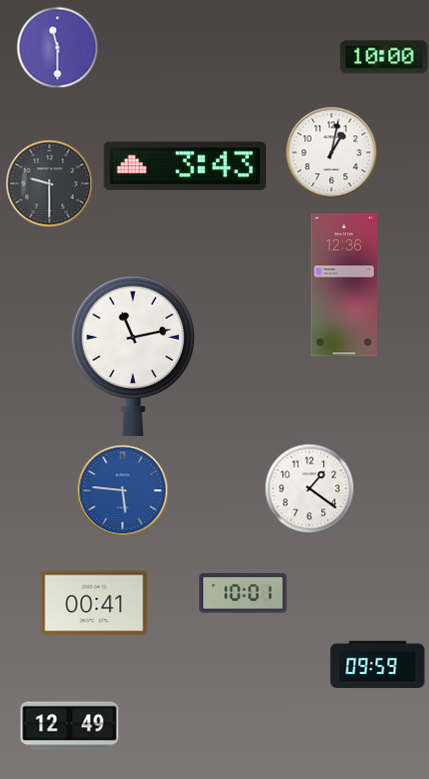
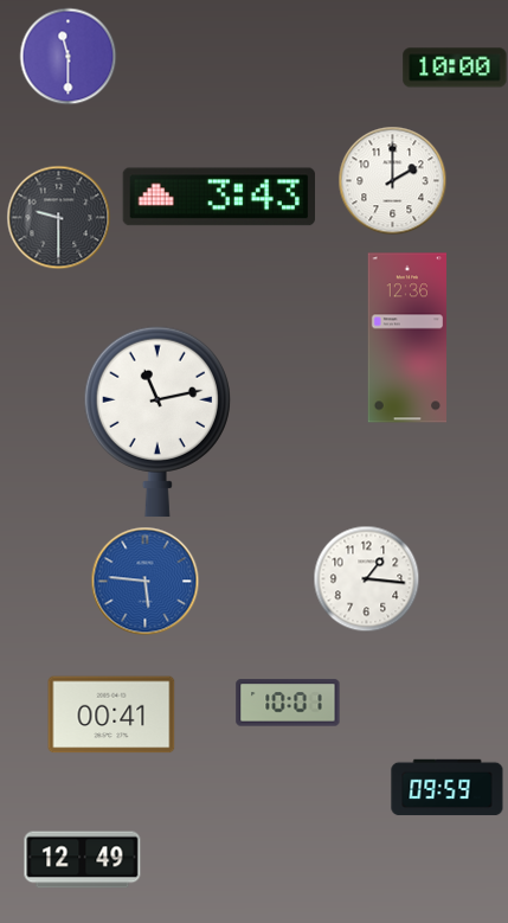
clock at (331, 152): 1:02 -> 2:00
clock at (309, 488): 1:21 -> 1:16
